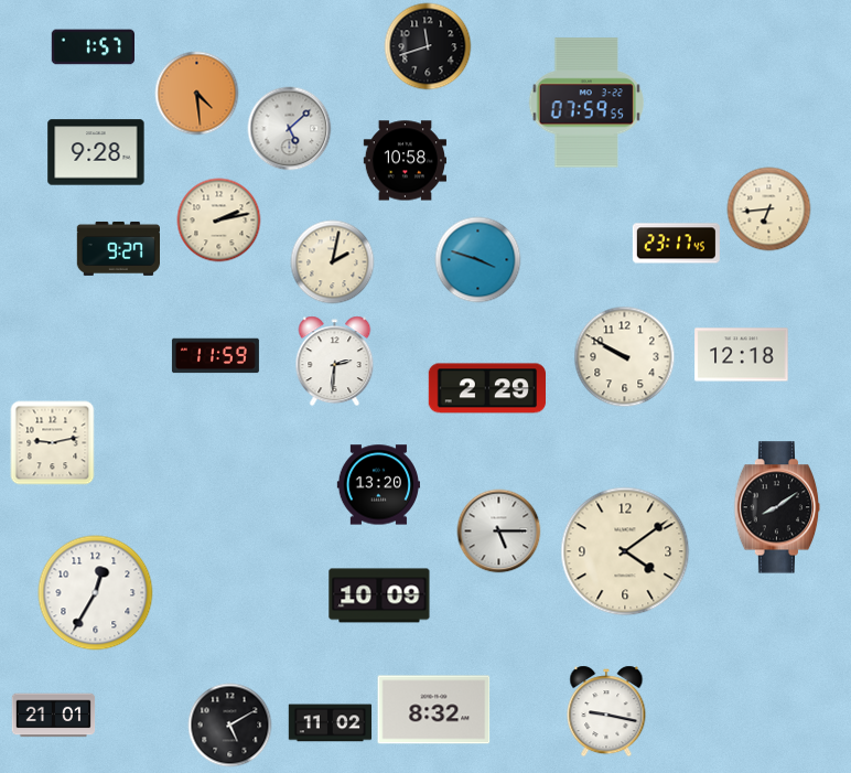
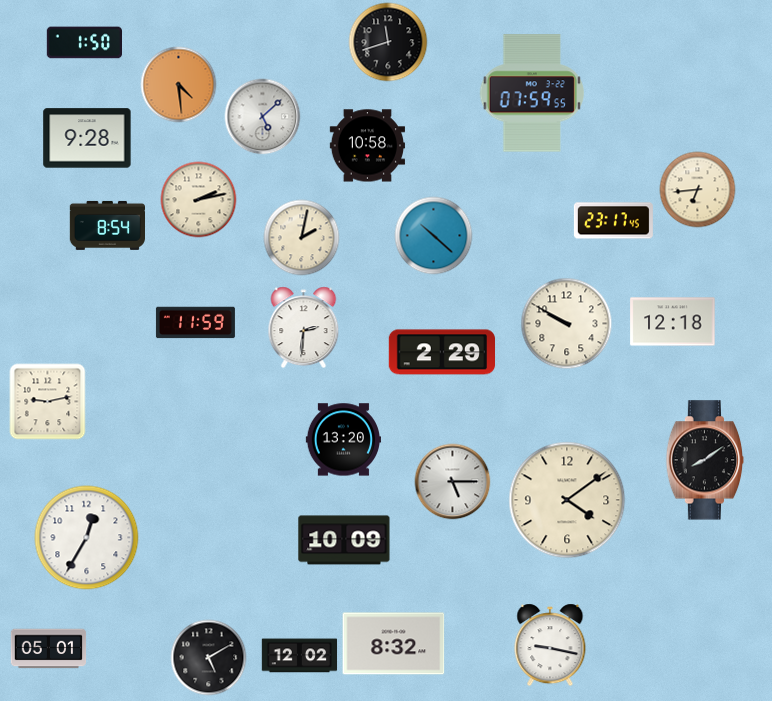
clock at (94, 47): 1:57 -> 1:50
clock at (118, 248): 9:27 -> 8:54
clock at (478, 260): 3:48 -> 10:22
clock at (54, 716): 21:01 -> 05:01
clock at (331, 723): 11:02 -> 12:02
